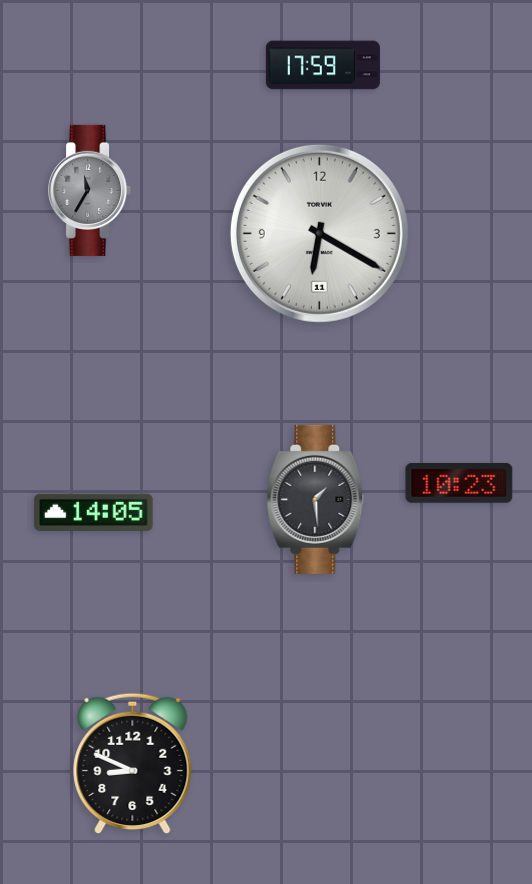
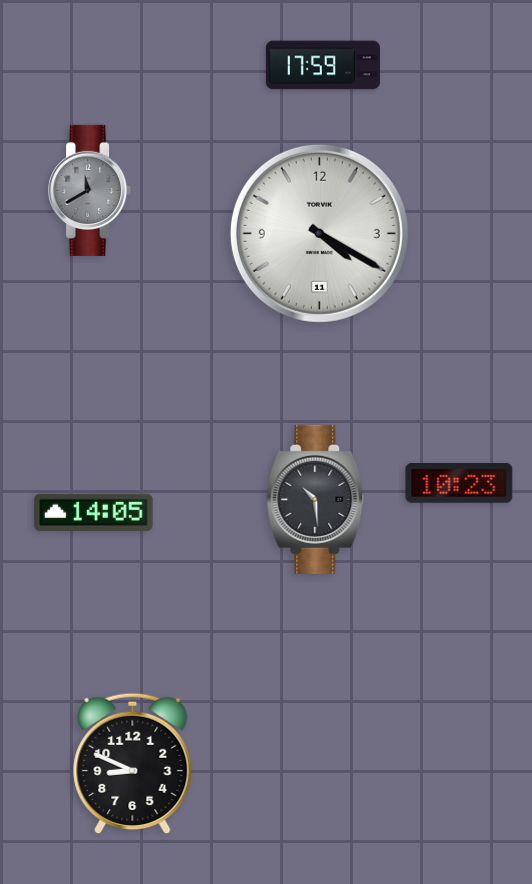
clock at (90, 190): 11:35 -> 11:40
clock at (319, 233): 6:20 -> 4:20
clock at (316, 499): 1:29 -> 10:29
